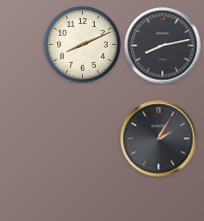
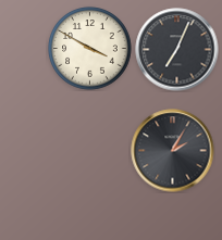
clock at (83, 45): 8:11 -> 3:50
clock at (163, 46): 8:13 -> 7:04
